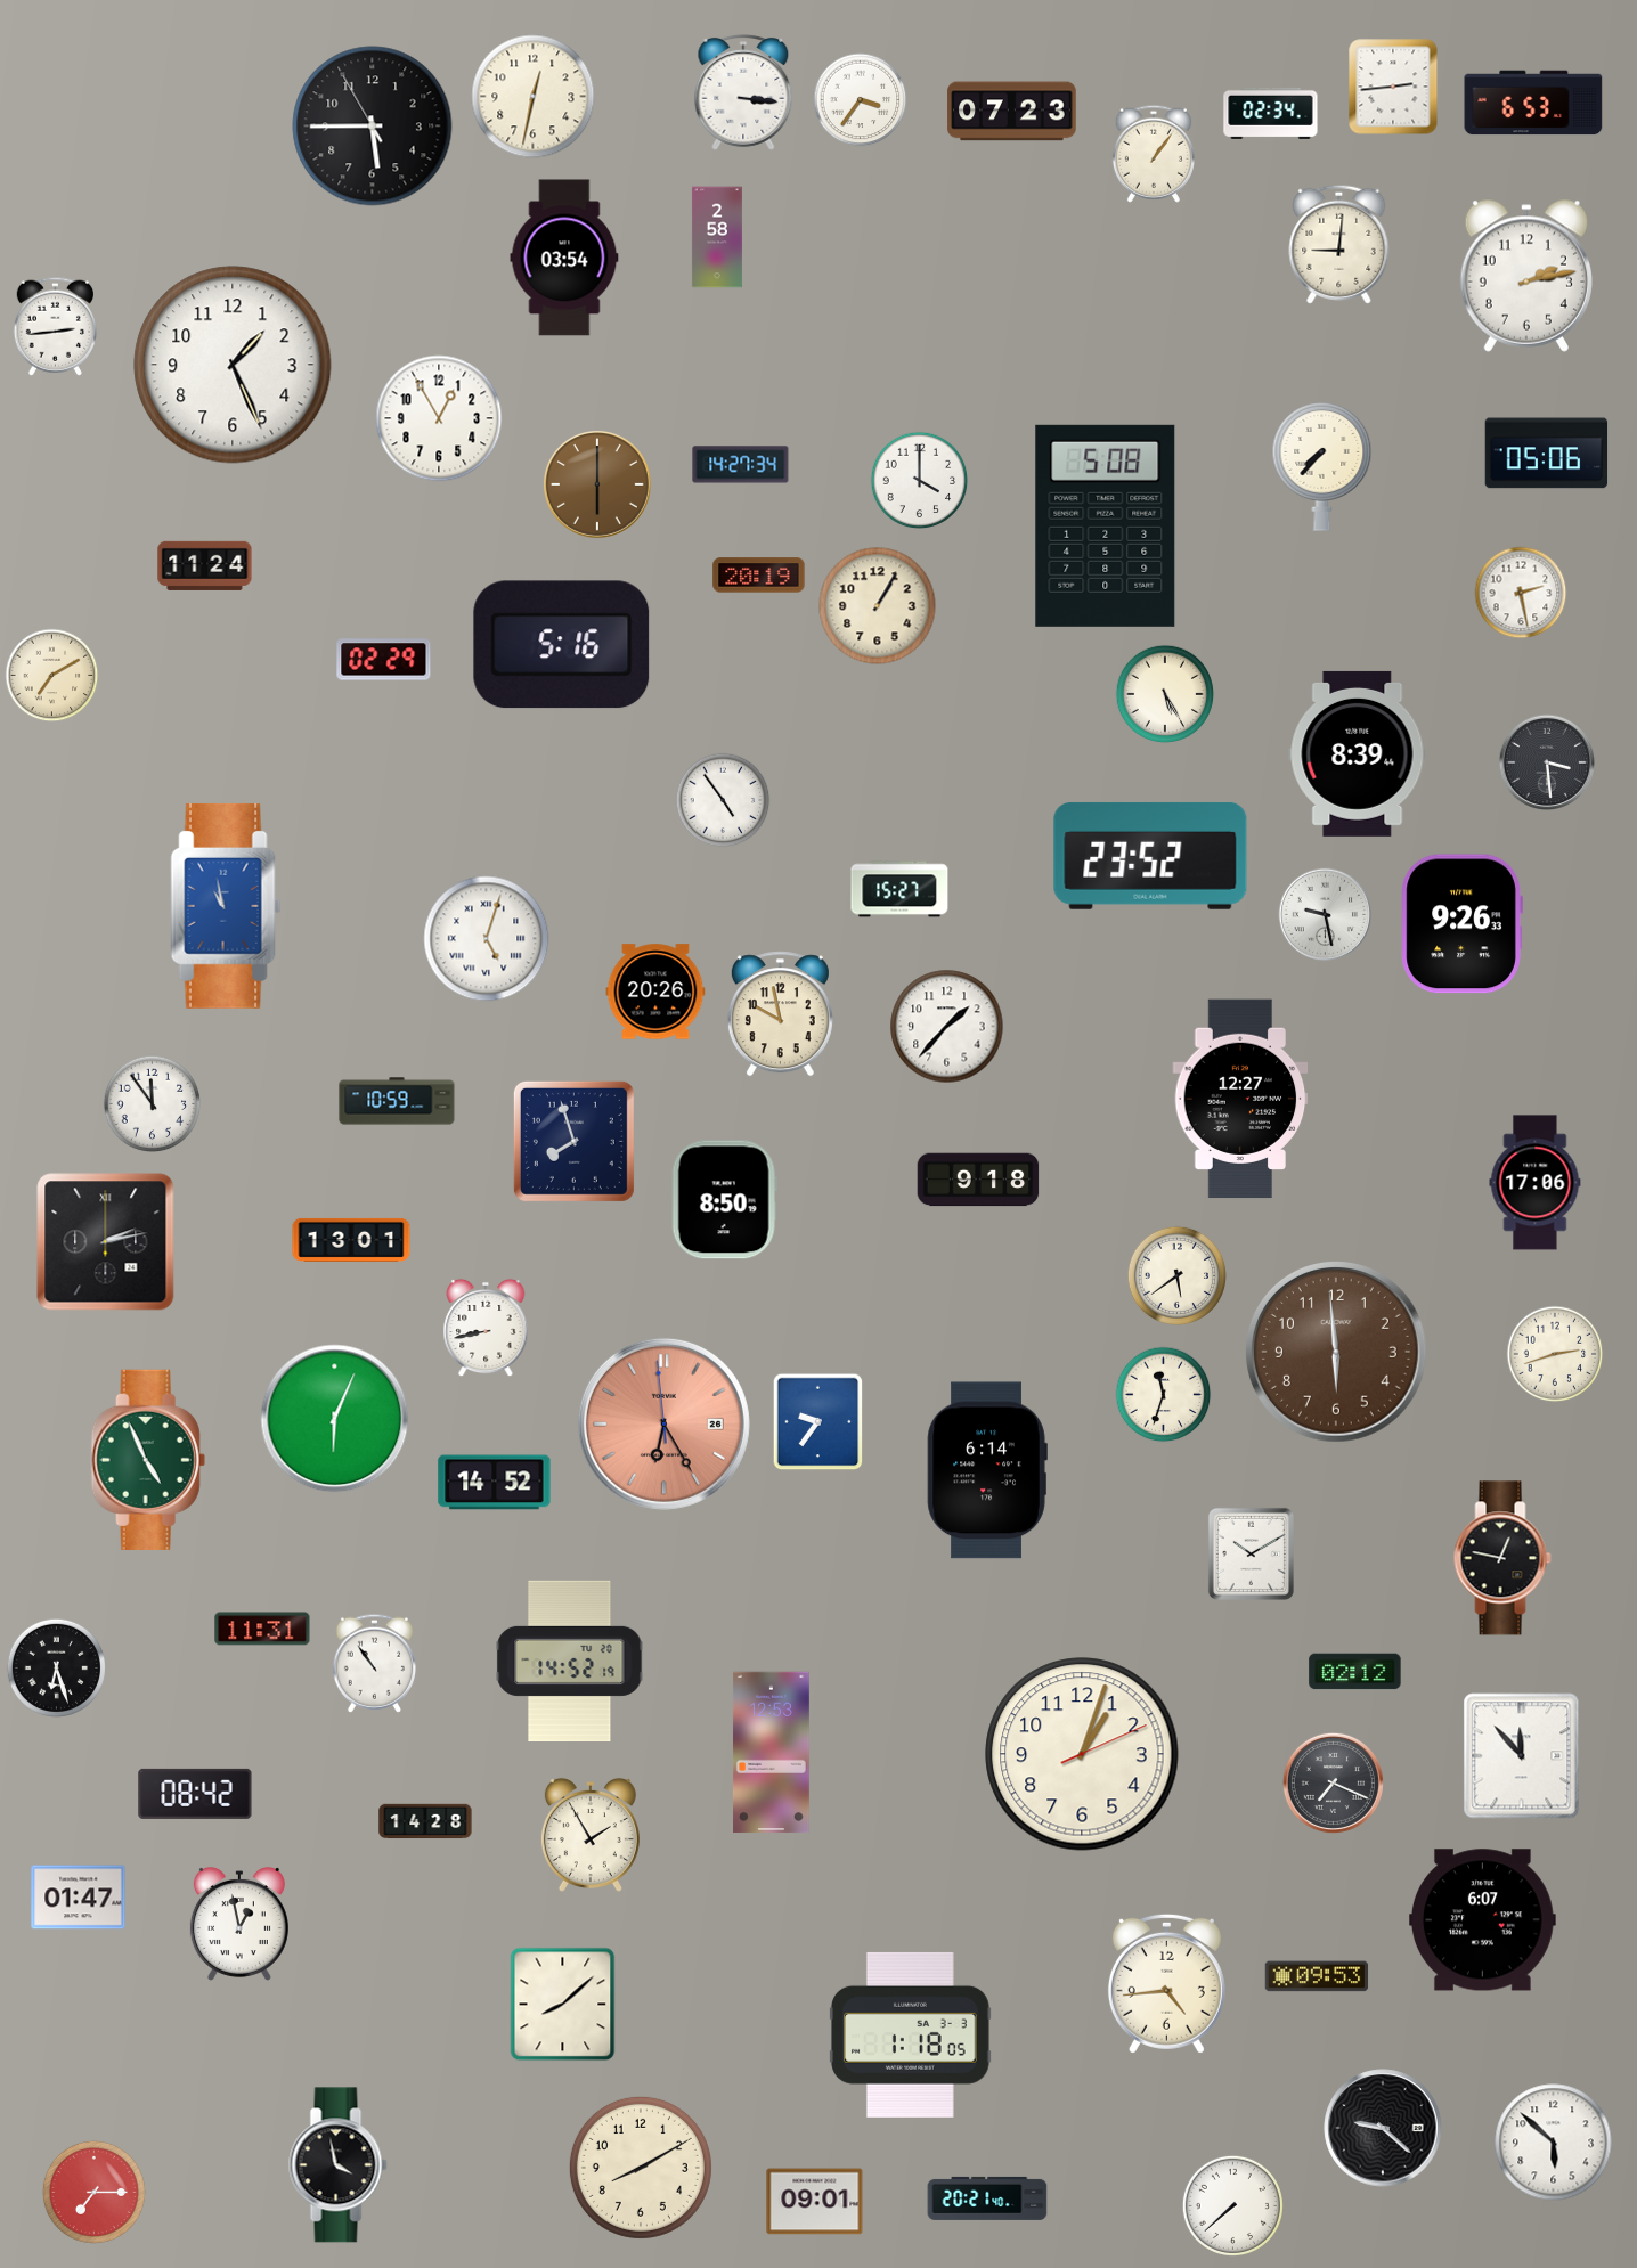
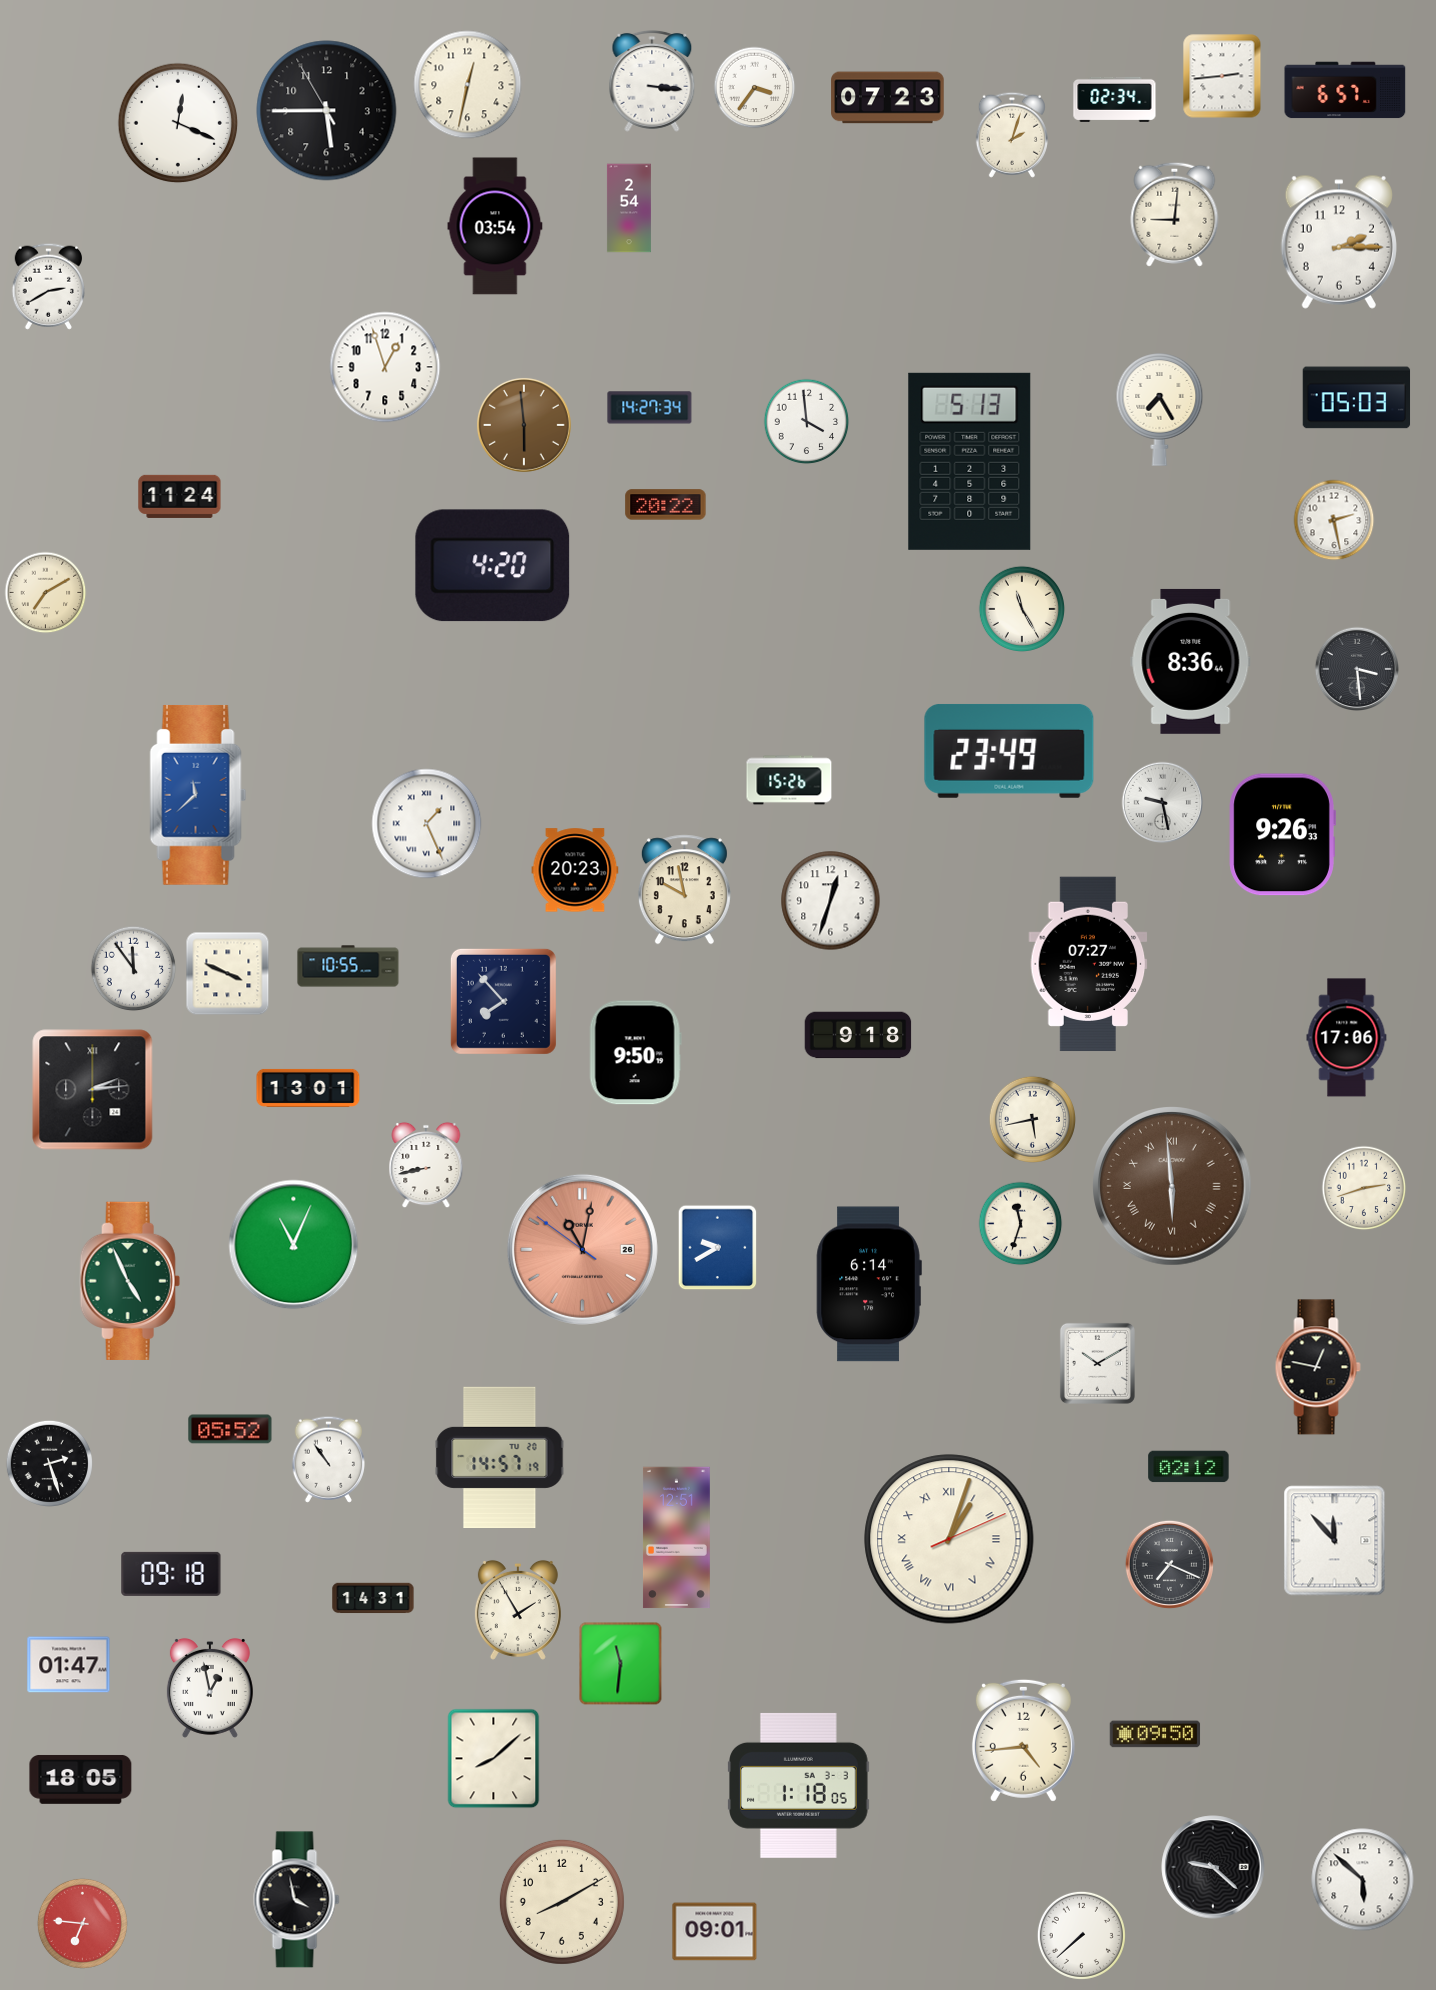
clock at (1533, 103): 6:53 -> 6:57
clock at (178, 123): none -> 12:19
clock at (1154, 154): 1:06 -> 2:03
clock at (717, 237): 2:58 -> 2:54
clock at (1526, 276): 2:13 -> 2:15
clock at (55, 326): 2:44 -> 2:40
clock at (233, 365): 1:26 -> none
clock at (439, 418): 12:55 -> 12:57
clock at (1547, 454): 05:06 -> 05:03
clock at (1322, 467): 7:37 -> 7:25
clock at (920, 481): 4:00 -> 3:59
clock at (597, 484): 6:00 -> 5:59
clock at (1106, 525): 5:08 -> 5:13
clock at (759, 576): 20:19 -> 20:22
clock at (878, 606): 1:05 -> none
clock at (562, 645): 5:16 -> 4:20
clock at (384, 660): 02:29 -> none
clock at (1165, 694): 5:25 -> 11:25
clock at (1358, 753): 8:39 -> 8:36
clock at (723, 800): 4:54 -> none
clock at (1150, 856): 23:52 -> 23:49
clock at (899, 889): 15:27 -> 15:26
clock at (226, 906): 10:58 -> 11:38
clock at (1461, 924) position: (1461, 924) -> (1282, 835)
clock at (487, 939): 5:03 -> 1:26
clock at (655, 992): 20:26 -> 20:23
clock at (947, 1027): 1:37 -> 12:33
clock at (1240, 1099): 12:27 -> 07:27
clock at (397, 1101): 10:59 -> 10:55
clock at (228, 974): none -> 3:49
clock at (573, 1141): 7:57 -> 7:53
clock at (724, 1200): 8:50 -> 9:50
clock at (106, 1242): 2:13 -> 2:14
clock at (1176, 1275): 5:39 -> 5:43
clock at (1337, 1353) numerals: Arabic -> Roman
clock at (335, 1419): 6:04 -> 11:04
clock at (819, 1422): 9:36 -> 9:40
clock at (663, 1423): 6:24 -> 11:01
clock at (987, 1470) position: (987, 1470) -> (869, 1284)
clock at (495, 1483): 14:52 -> none
clock at (262, 1629): 11:31 -> 05:52
clock at (570, 1662): 14:52 -> 14:57
clock at (56, 1667): 6:27 -> 2:27
clock at (771, 1753): 12:53 -> 12:51
clock at (1082, 1754) numerals: Arabic -> Roman
clock at (195, 1794): 08:42 -> 09:18
clock at (425, 1821): 14:28 -> 14:31
clock at (621, 1664): none -> 11:31
clock at (1483, 1920): 6:07 -> none
clock at (1317, 1976): 09:53 -> 09:50
clock at (81, 1779): none -> 18:05
clock at (93, 2192): 7:15 -> 6:46
clock at (987, 2198): 20:21 -> none
